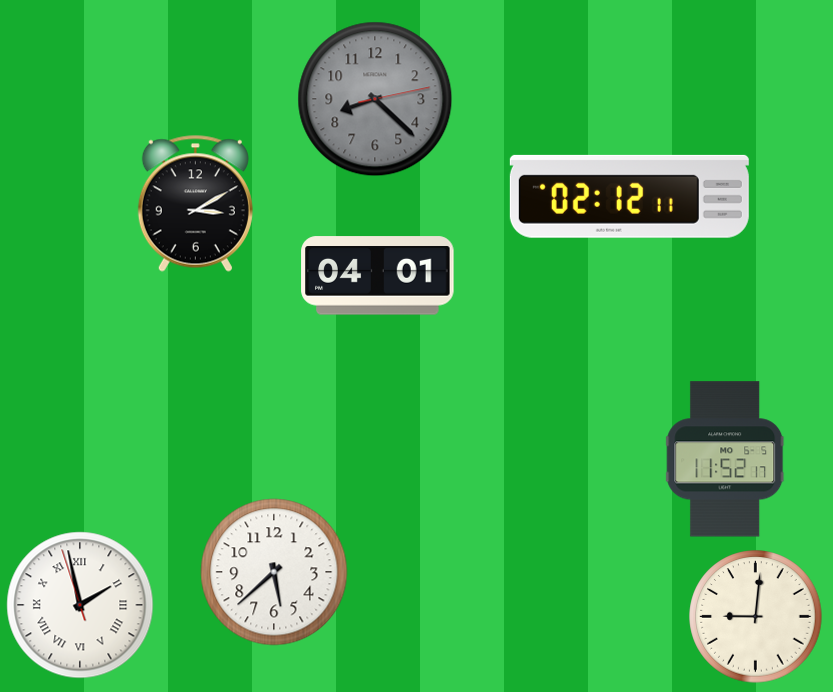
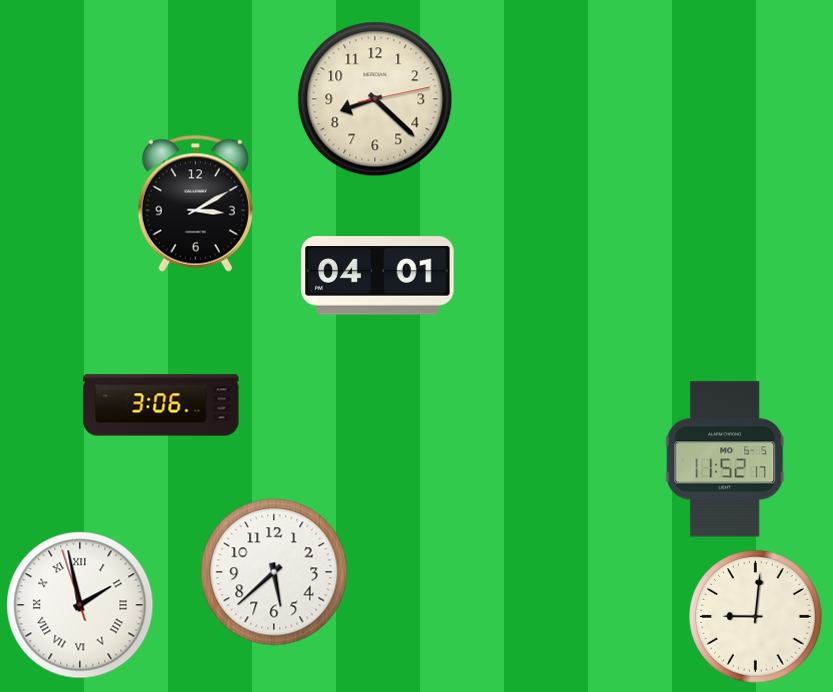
clock at (375, 99) dial: grey -> cream
clock at (629, 196): 02:12 -> none
clock at (161, 405): none -> 3:06
